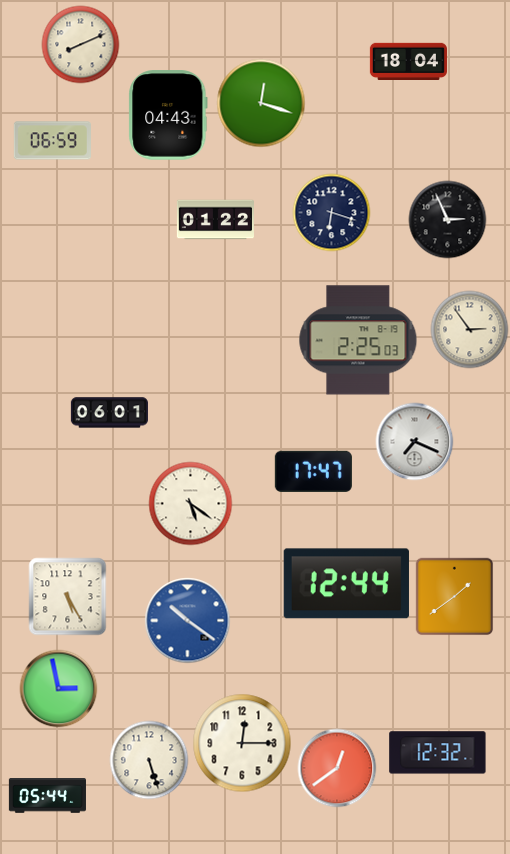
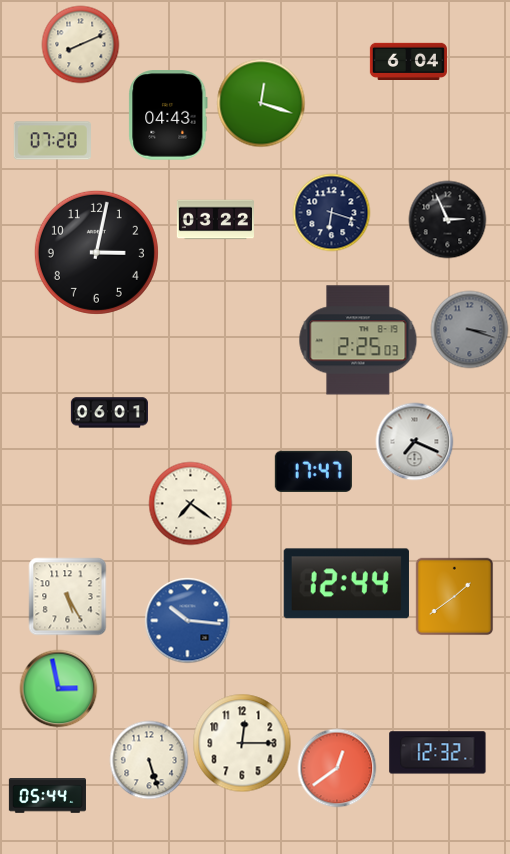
clock at (408, 61): 18:04 -> 6:04
clock at (52, 141): 06:59 -> 07:20
clock at (215, 220): 01:22 -> 03:22
clock at (96, 252): none -> 3:02
clock at (469, 329): 2:54 -> 3:18
clock at (469, 329) dial: cream -> grey
clock at (190, 503): 5:21 -> 7:21
clock at (187, 620): 10:21 -> 10:16
